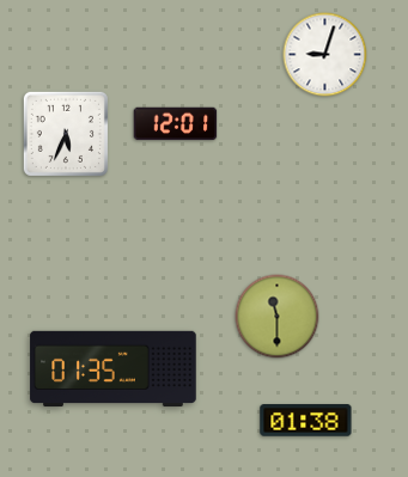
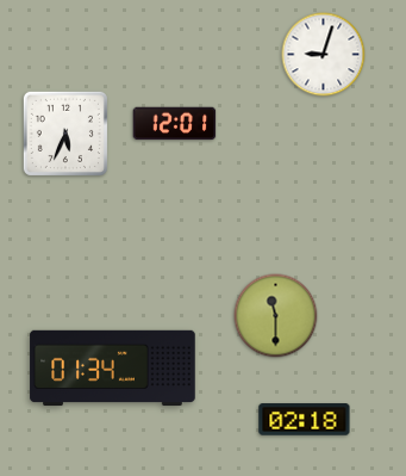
clock at (114, 369): 01:35 -> 01:34
clock at (306, 421): 01:38 -> 02:18
